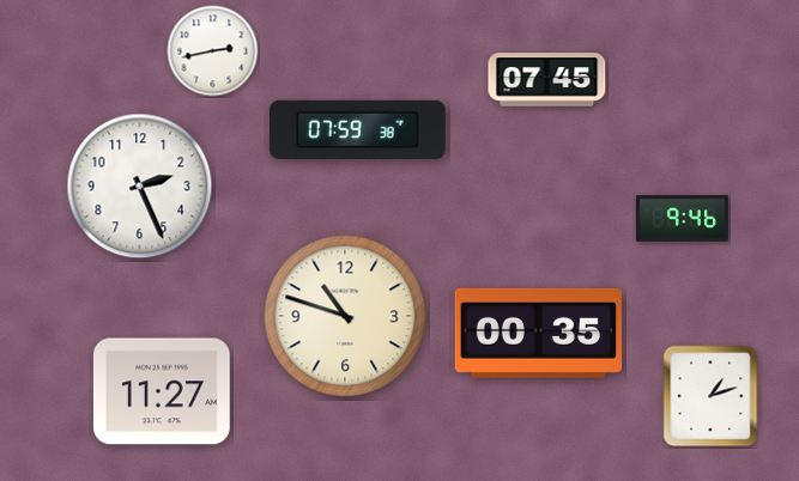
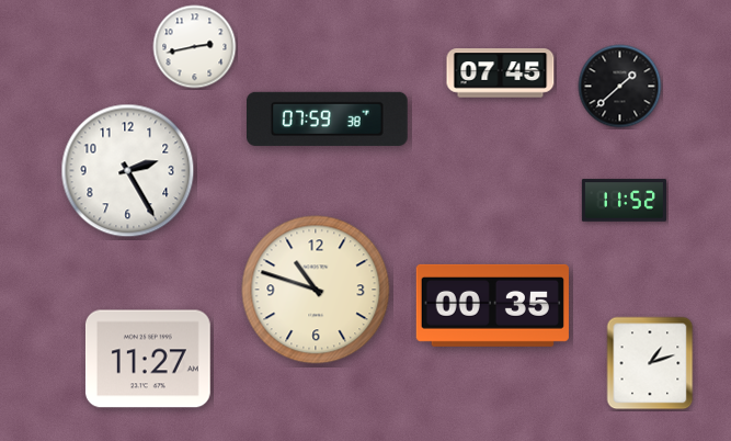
clock at (620, 87): none -> 1:38
clock at (140, 187): 2:26 -> 2:25
clock at (682, 219): 9:46 -> 11:52
